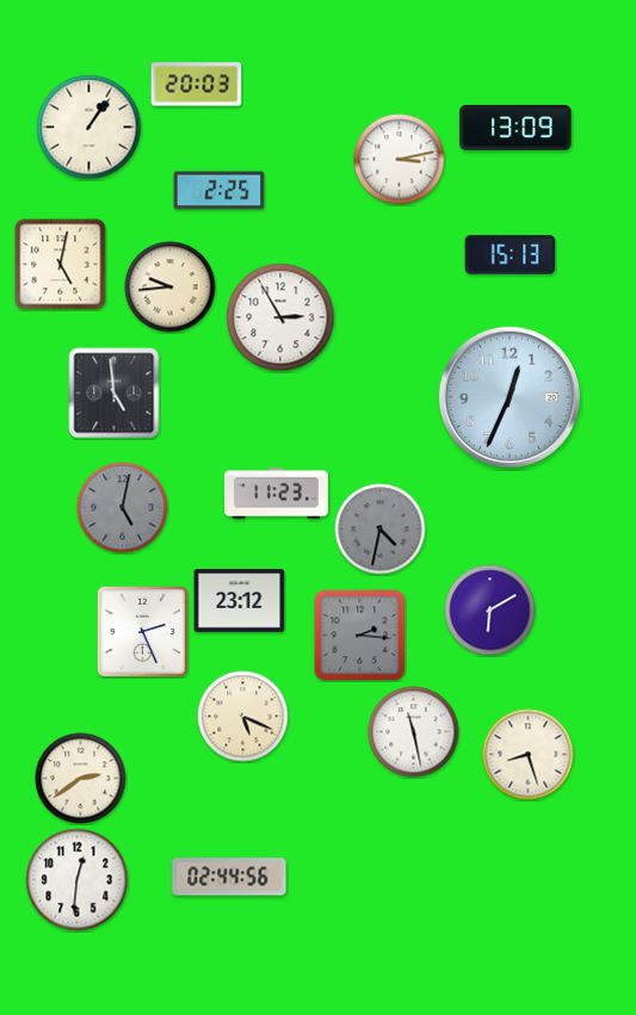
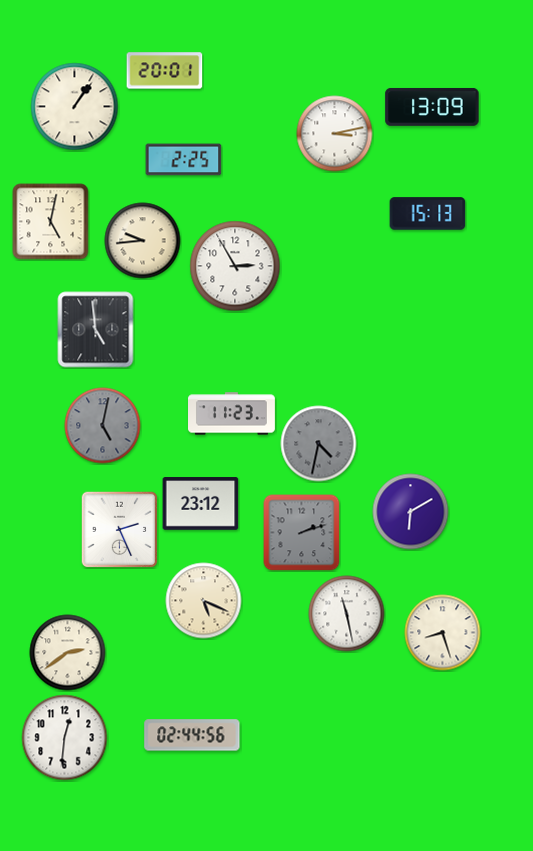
clock at (197, 85): 20:03 -> 20:01
clock at (510, 397): 12:34 -> none
clock at (360, 636): 2:16 -> 2:12
